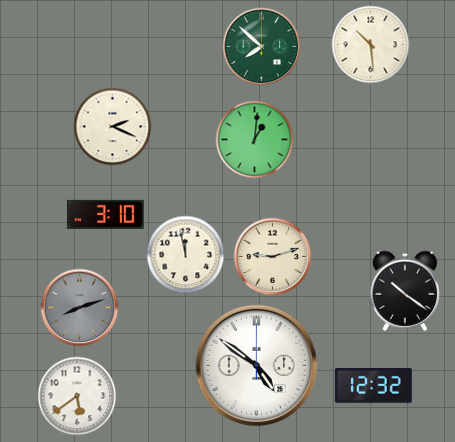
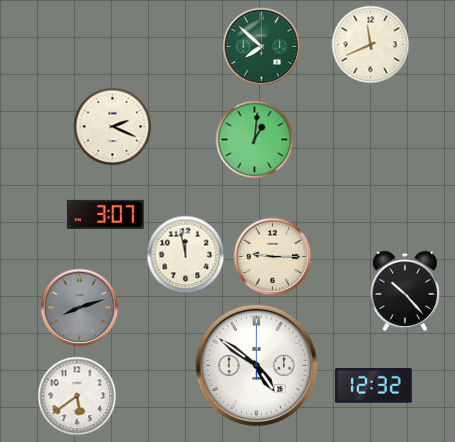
clock at (370, 44): 10:29 -> 11:41
clock at (105, 214): 3:10 -> 3:07
clock at (272, 256): 9:12 -> 9:15
clock at (405, 291): 10:21 -> 10:23
